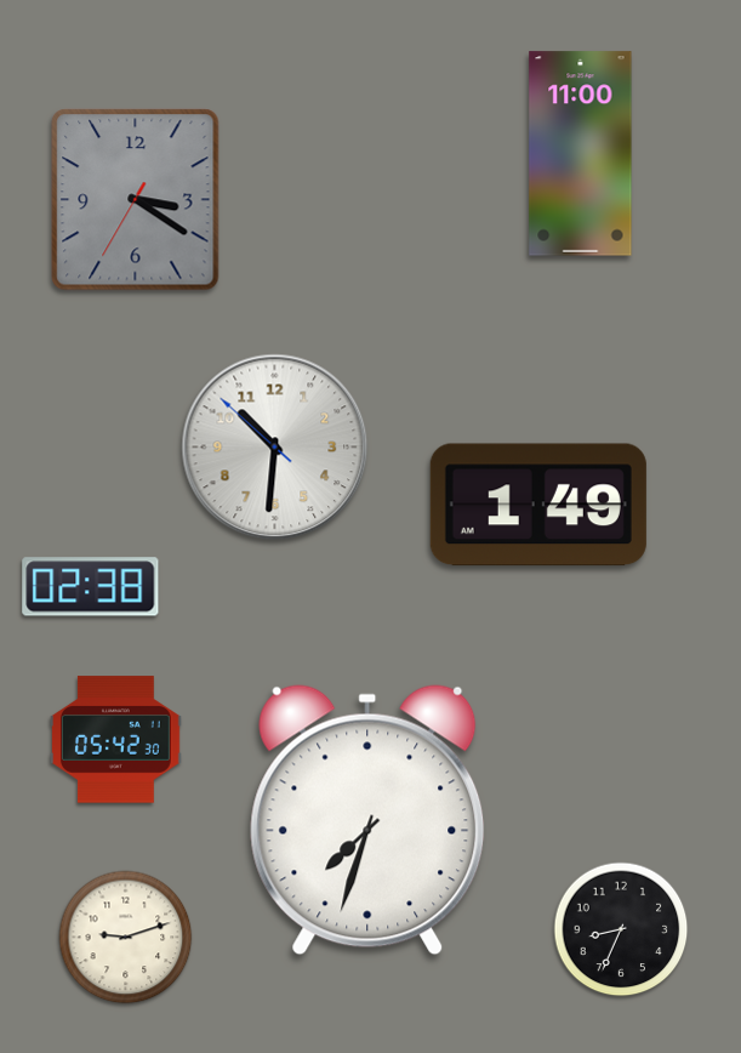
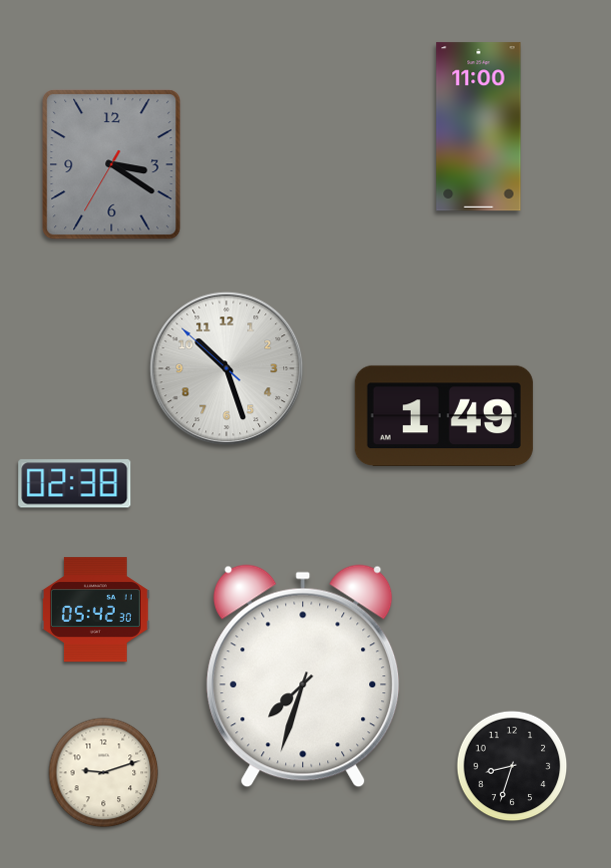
clock at (275, 448): 10:30 -> 10:26
clock at (621, 929): 8:34 -> 8:33
